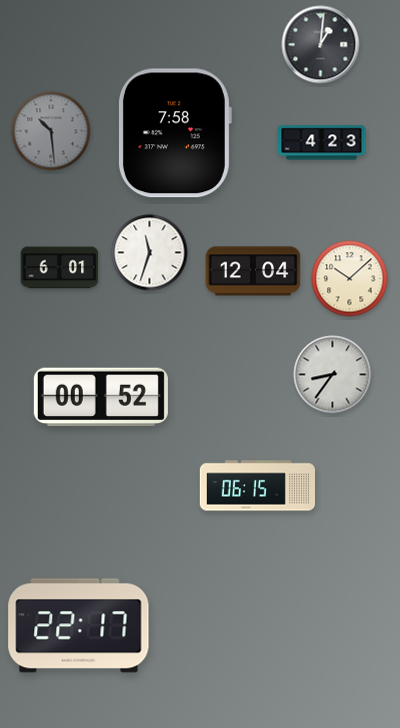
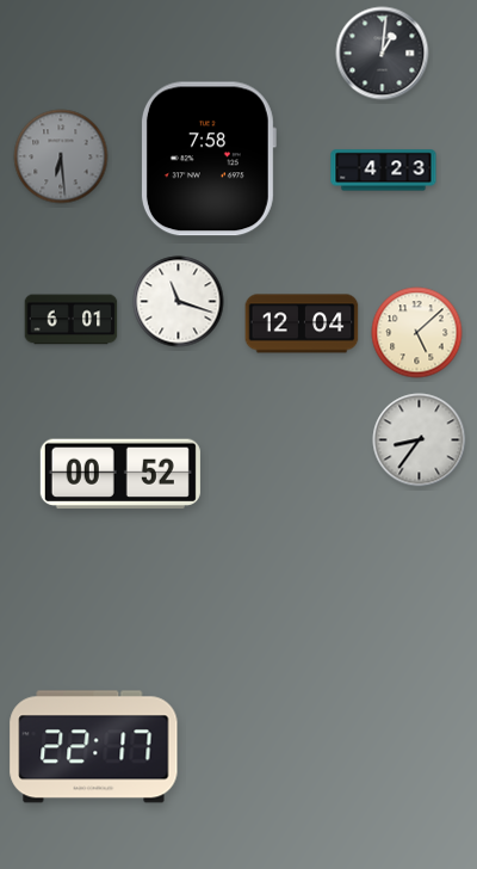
clock at (51, 131): 10:29 -> 6:29
clock at (150, 253): 11:33 -> 11:18
clock at (350, 279): 10:08 -> 5:08
clock at (333, 375) position: (333, 375) -> (420, 440)
clock at (257, 486): 06:15 -> none
